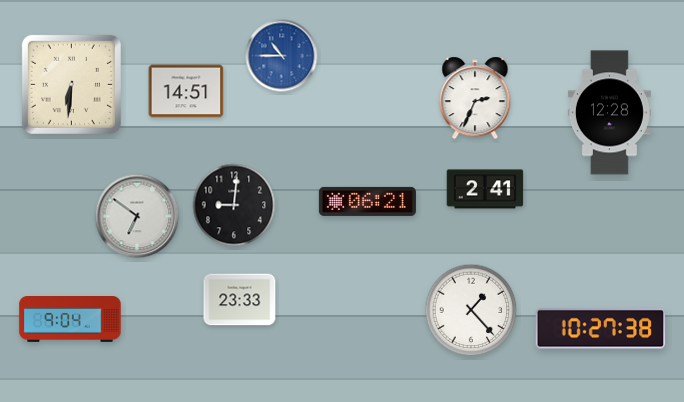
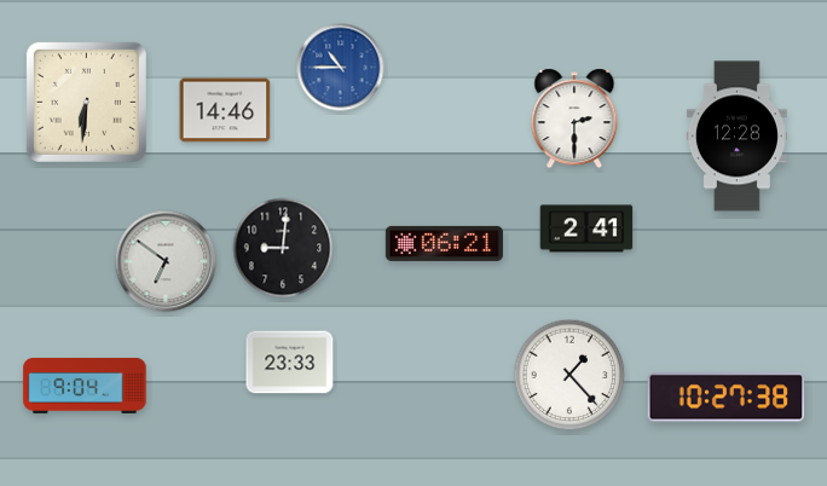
clock at (186, 91): 14:51 -> 14:46
clock at (475, 98): 2:34 -> 2:30
